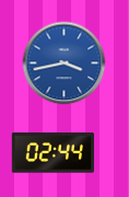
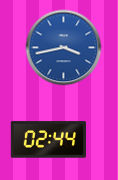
clock at (64, 63) position: (64, 63) -> (64, 48)
